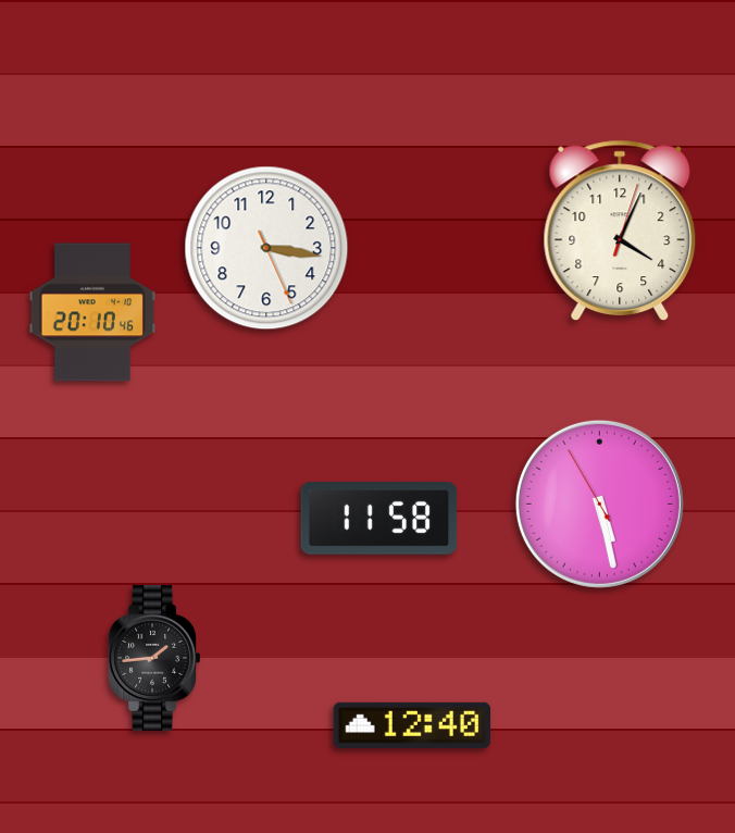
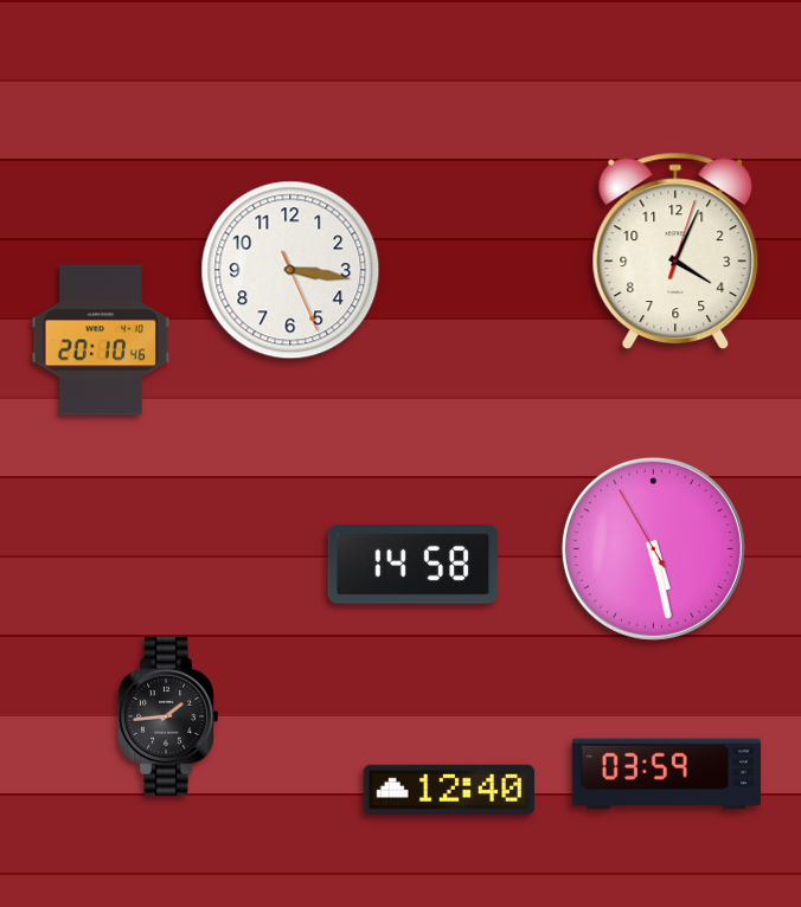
clock at (379, 519): 11:58 -> 14:58
clock at (666, 774): none -> 03:59
